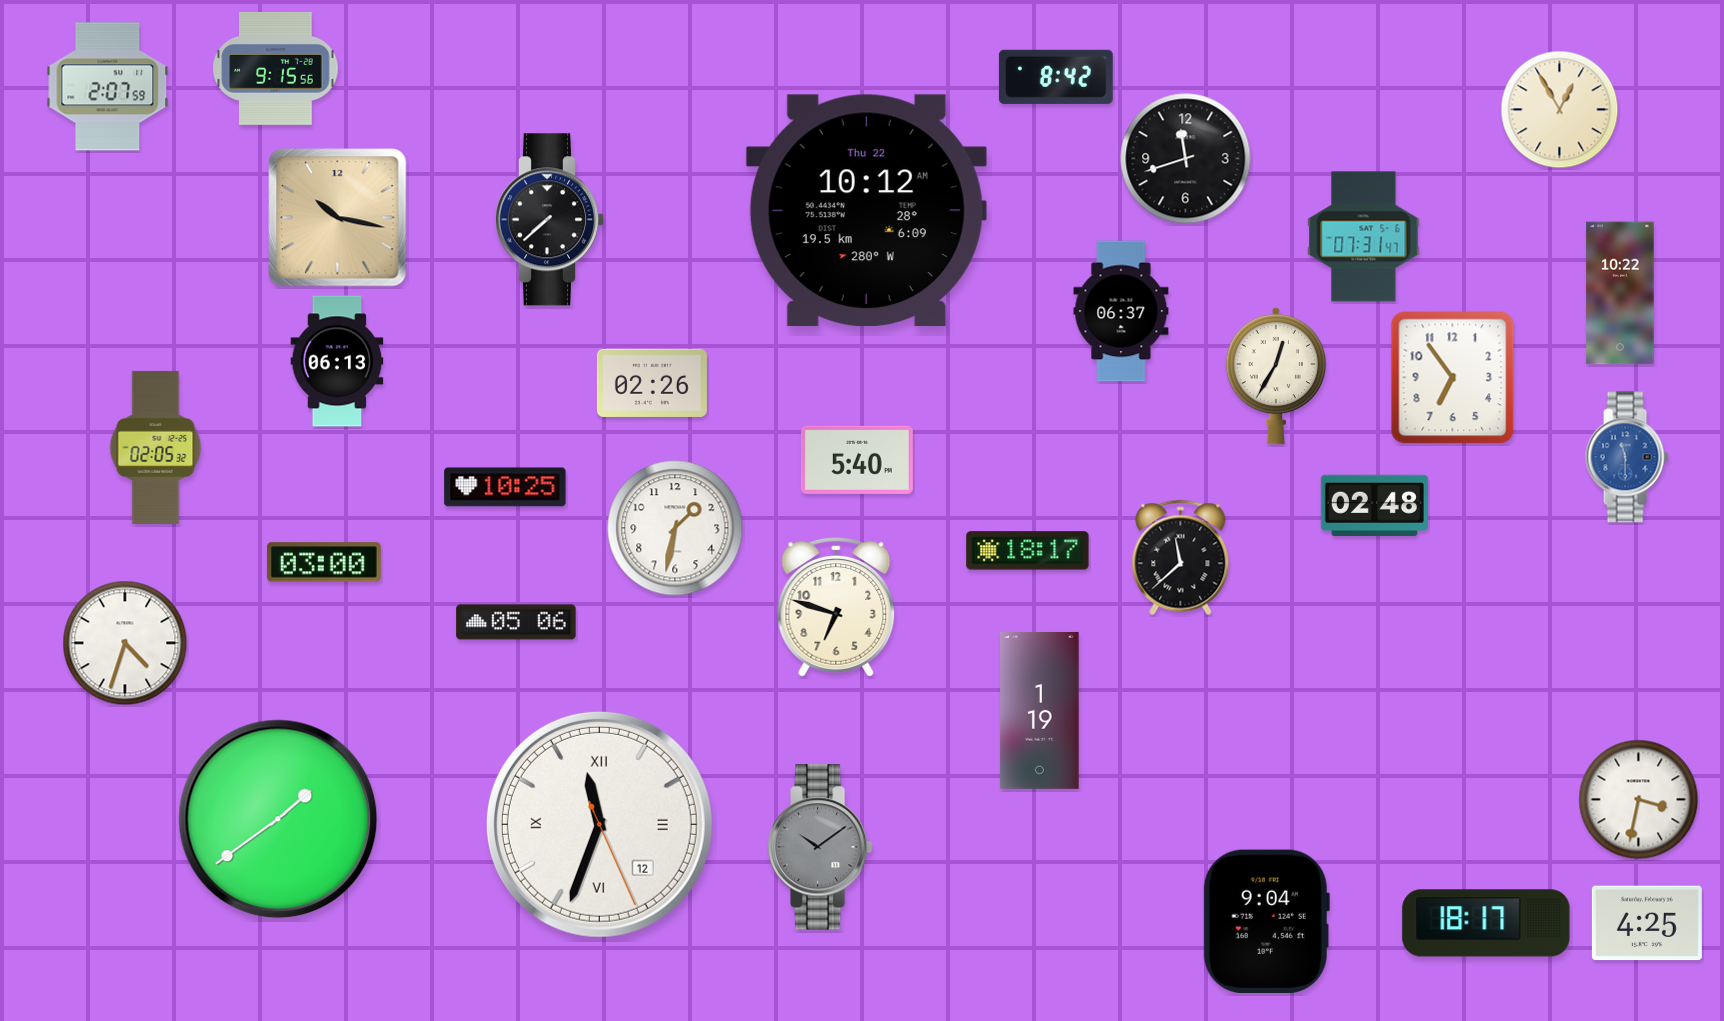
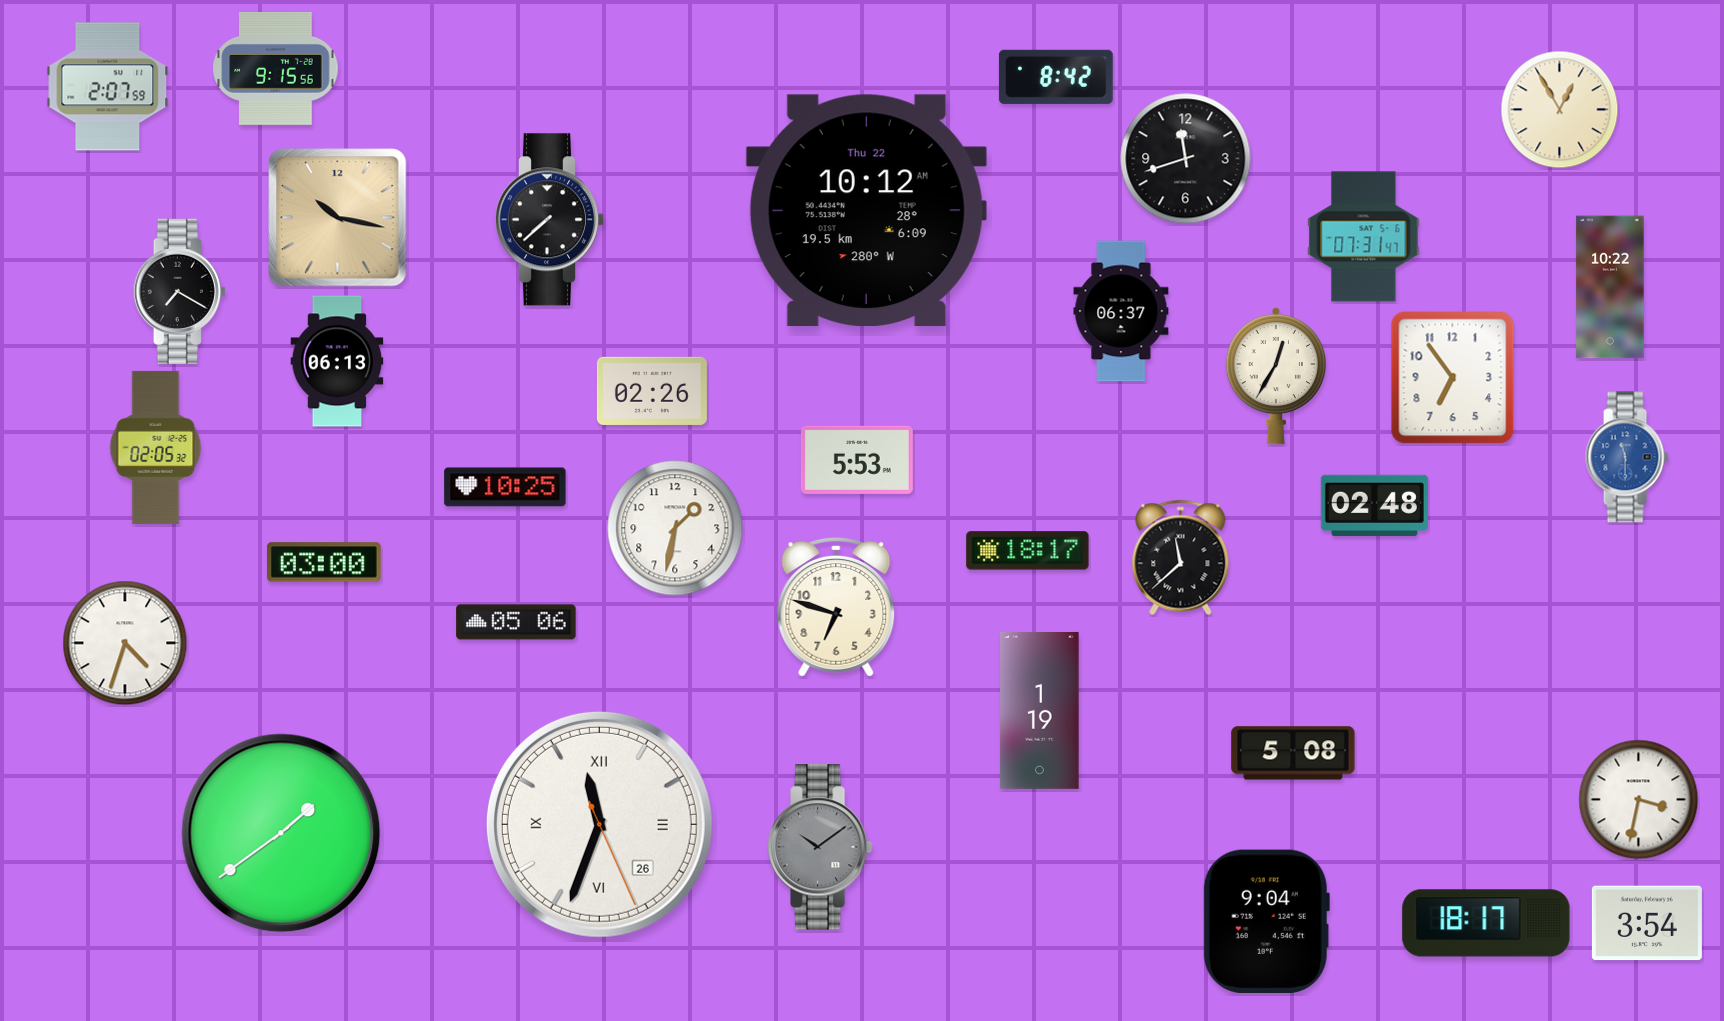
clock at (179, 292): none -> 7:20
clock at (1620, 293) position: (1620, 293) -> (1610, 287)
clock at (652, 383) position: (652, 383) -> (652, 391)
clock at (857, 460): 5:40 -> 5:53
clock at (1293, 753): none -> 5:08
clock at (278, 819) position: (278, 819) -> (281, 833)
clock at (599, 824) date: 12 -> 26
clock at (1647, 923): 4:25 -> 3:54
